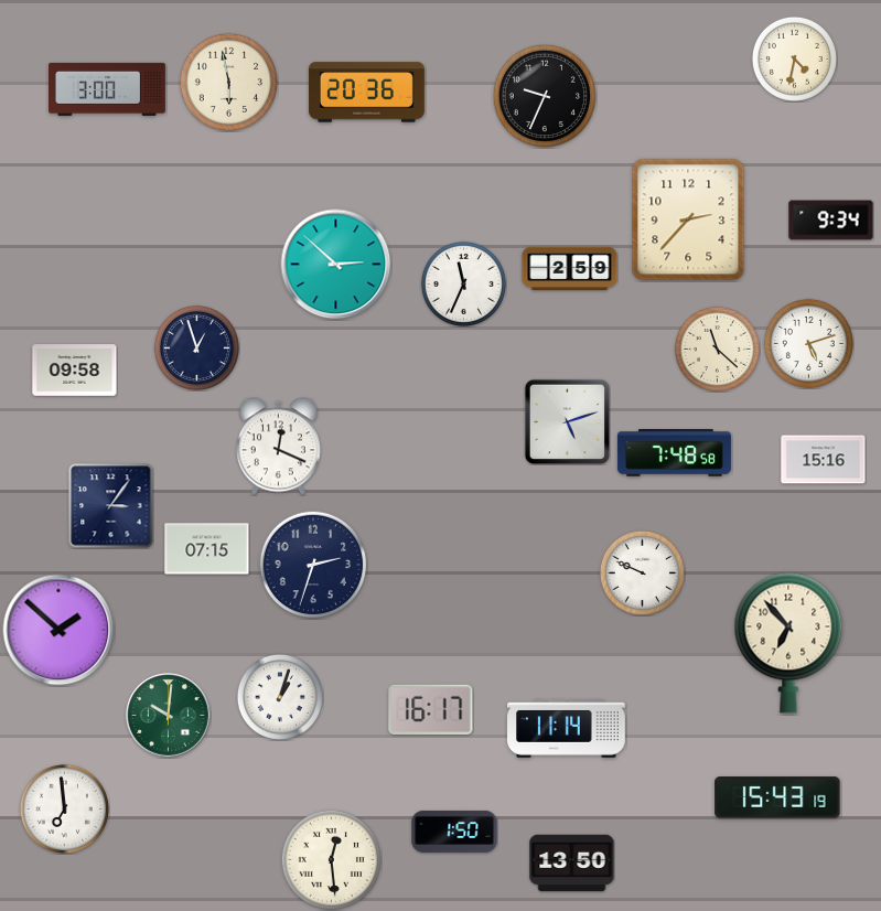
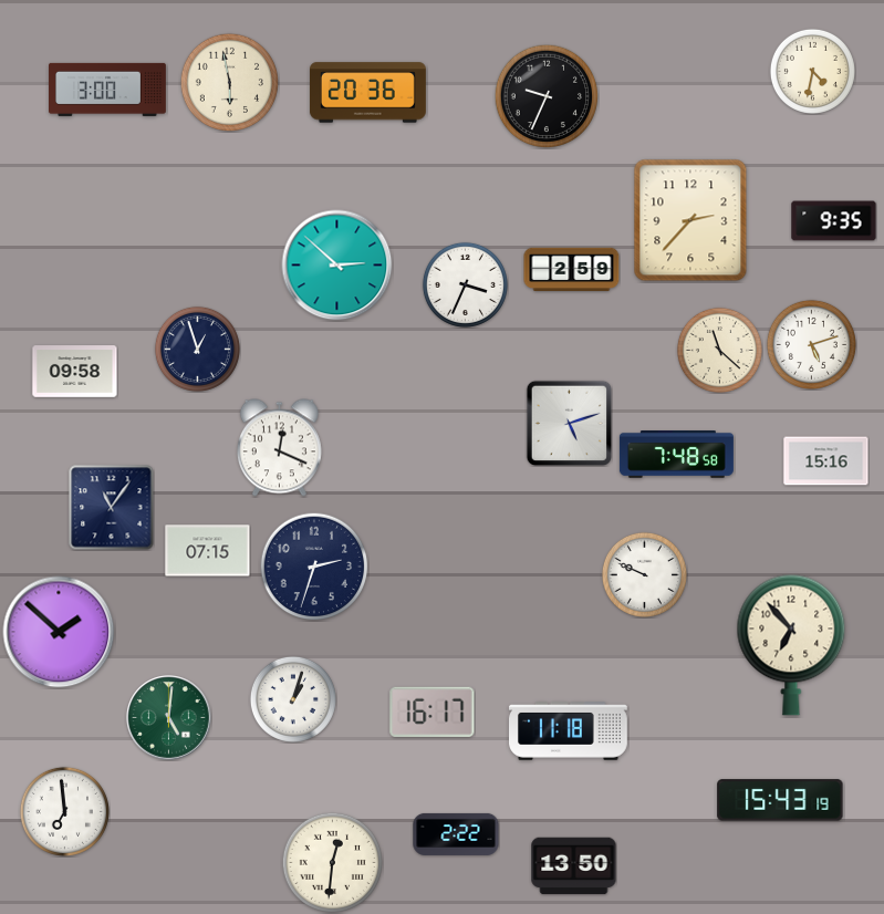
clock at (794, 58) position: (794, 58) -> (812, 71)
clock at (831, 221): 9:34 -> 9:35
clock at (463, 283): 11:34 -> 3:34
clock at (111, 506): 3:06 -> 11:06
clock at (280, 697) position: (280, 697) -> (293, 699)
clock at (169, 716): 10:01 -> 5:01
clock at (567, 729): 11:14 -> 11:18
clock at (454, 832): 1:50 -> 2:22
clock at (331, 859): 12:29 -> 12:31
